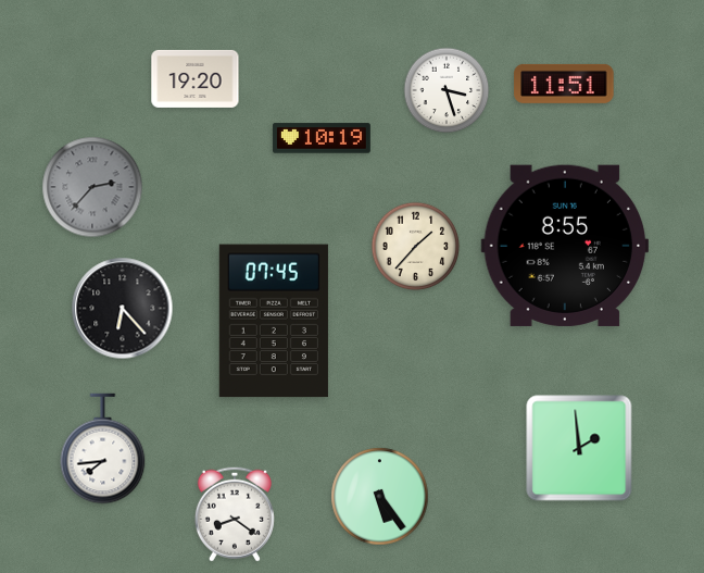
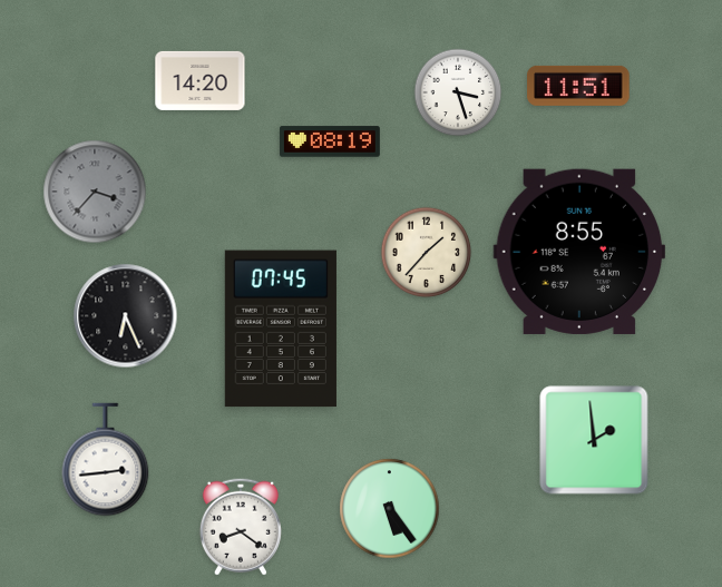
clock at (196, 78): 19:20 -> 14:20
clock at (322, 138): 10:19 -> 08:19
clock at (92, 187): 2:37 -> 3:37
clock at (123, 309): 6:23 -> 6:26
clock at (579, 448) position: (579, 448) -> (594, 440)
clock at (103, 449): 7:44 -> 2:44
